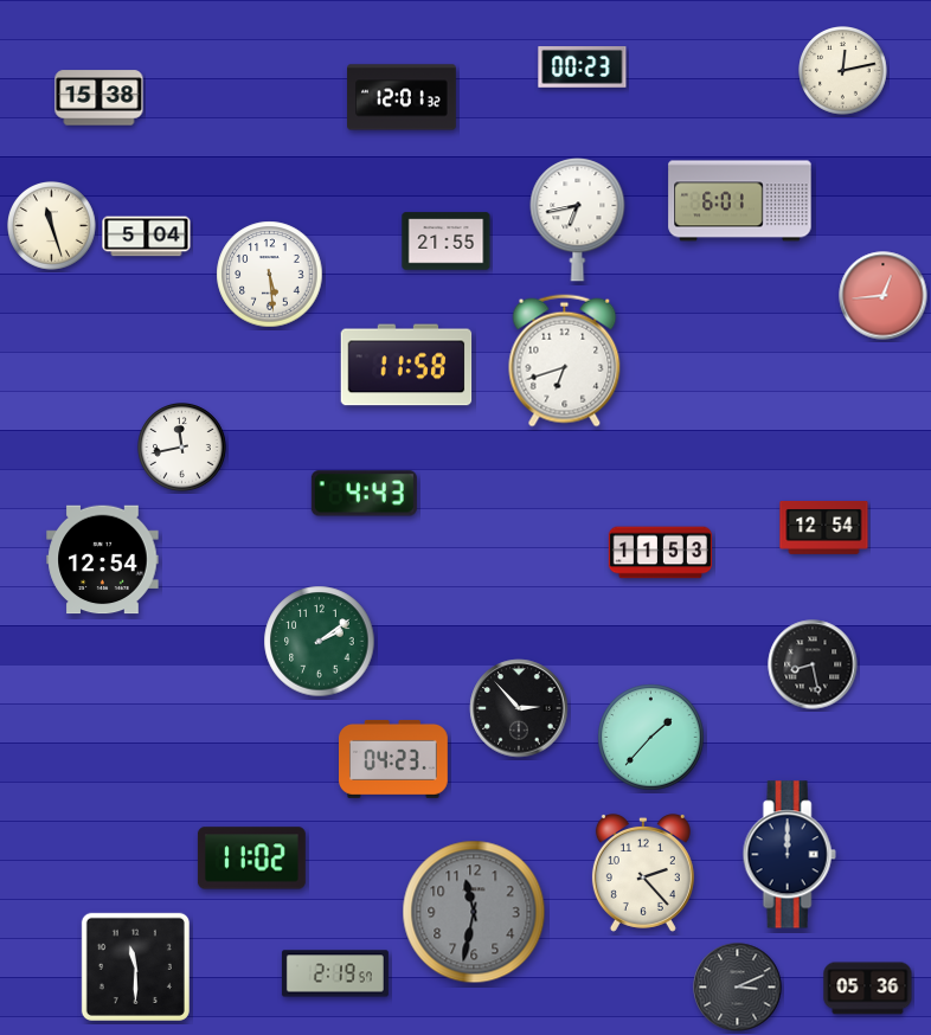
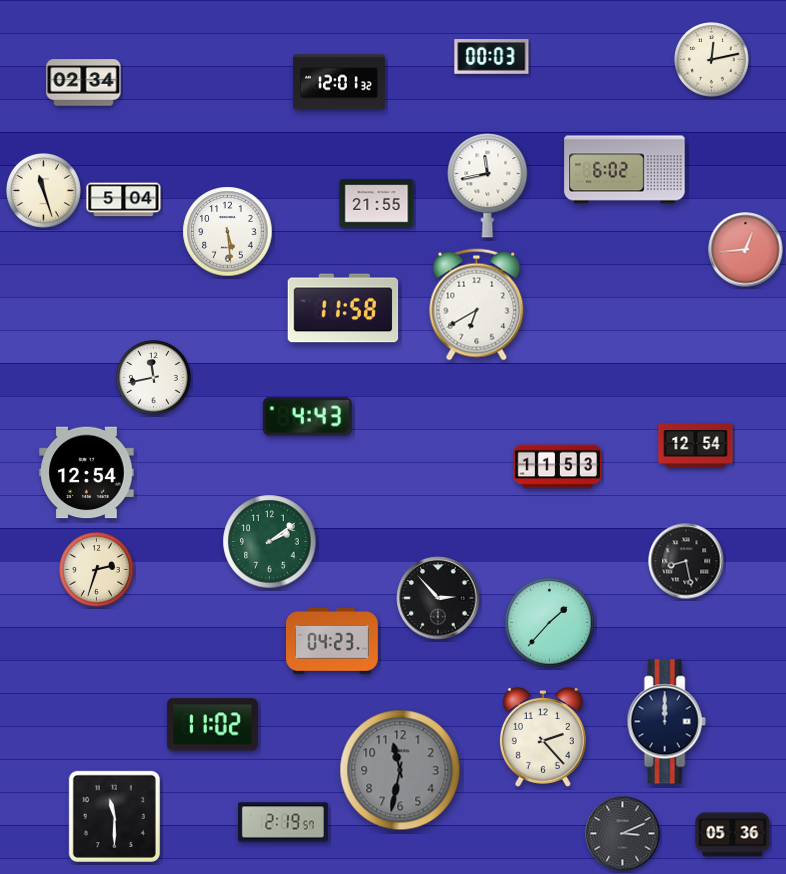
clock at (583, 67): 00:23 -> 00:03
clock at (99, 98): 15:38 -> 02:34
clock at (740, 201): 6:01 -> 6:02
clock at (578, 220): 6:43 -> 11:43
clock at (565, 361): 6:42 -> 6:40
clock at (97, 570): none -> 2:33
